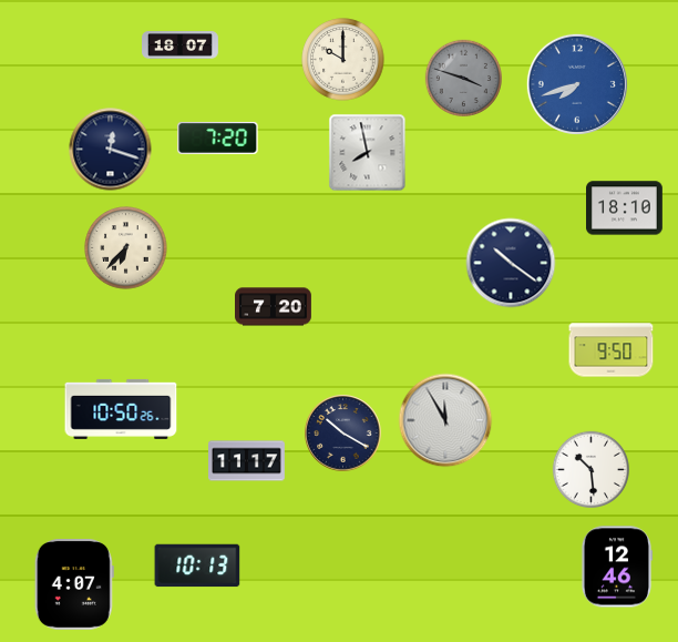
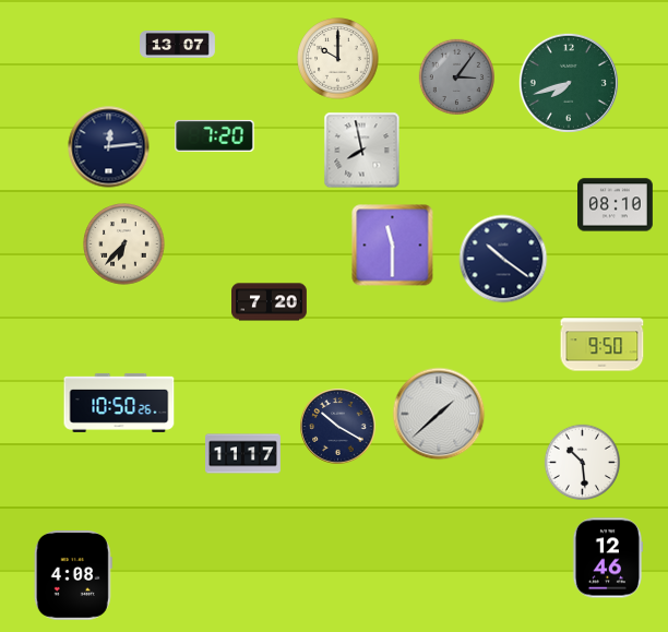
clock at (181, 45): 18:07 -> 13:07
clock at (463, 78): 3:48 -> 3:06
clock at (577, 84) dial: blue -> green
clock at (111, 150): 12:18 -> 12:14
clock at (625, 208): 18:10 -> 08:10
clock at (393, 246): none -> 11:30
clock at (445, 420): 11:55 -> 1:38
clock at (197, 565): 10:13 -> none
clock at (74, 585): 4:07 -> 4:08
